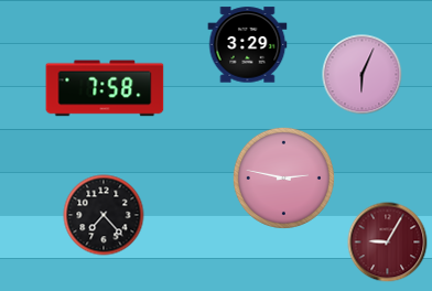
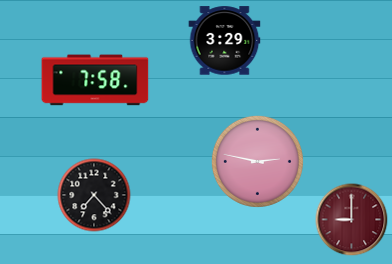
clock at (363, 75): 6:04 -> none
clock at (388, 242): 9:05 -> 9:00
